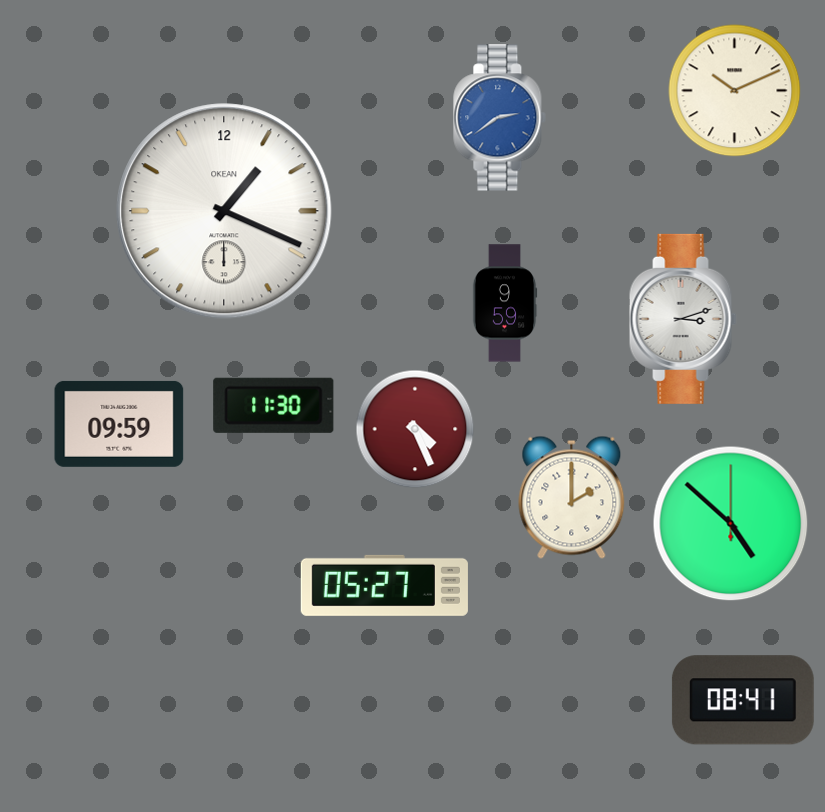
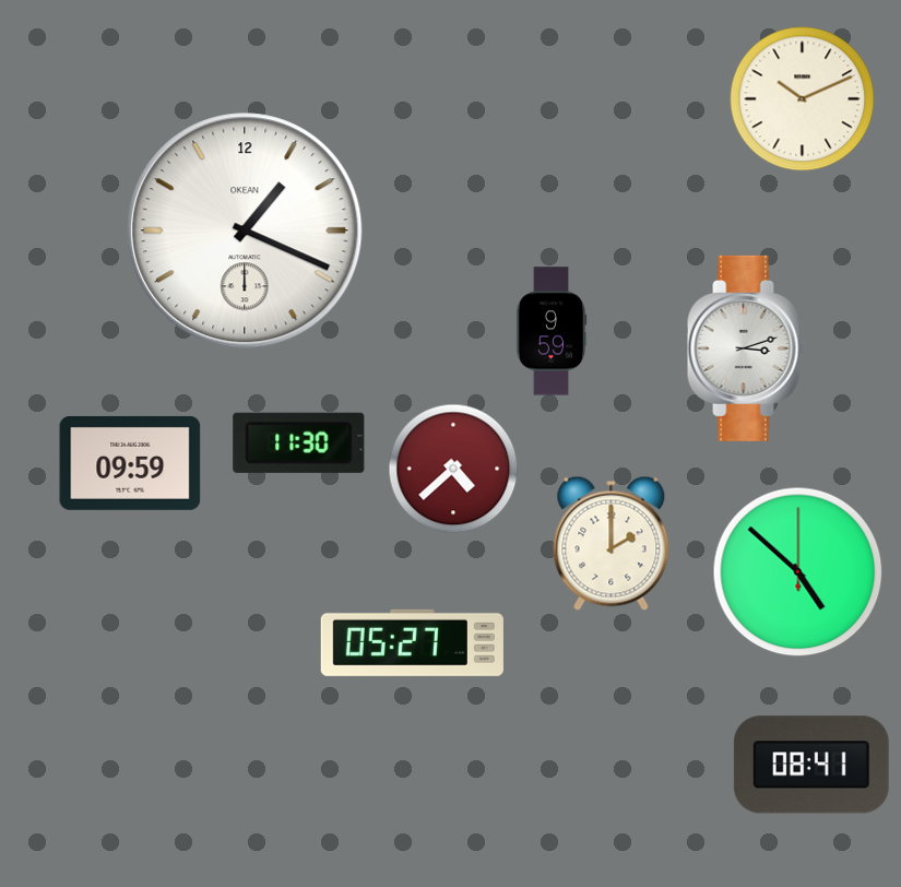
clock at (500, 118): 2:39 -> none
clock at (415, 429): 4:26 -> 4:38
clock at (572, 497) position: (572, 497) -> (612, 543)
clock at (384, 585) position: (384, 585) -> (412, 642)
